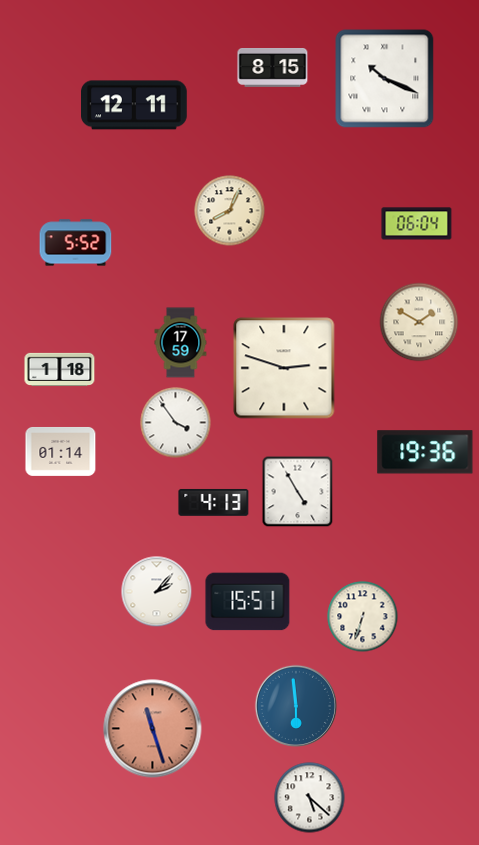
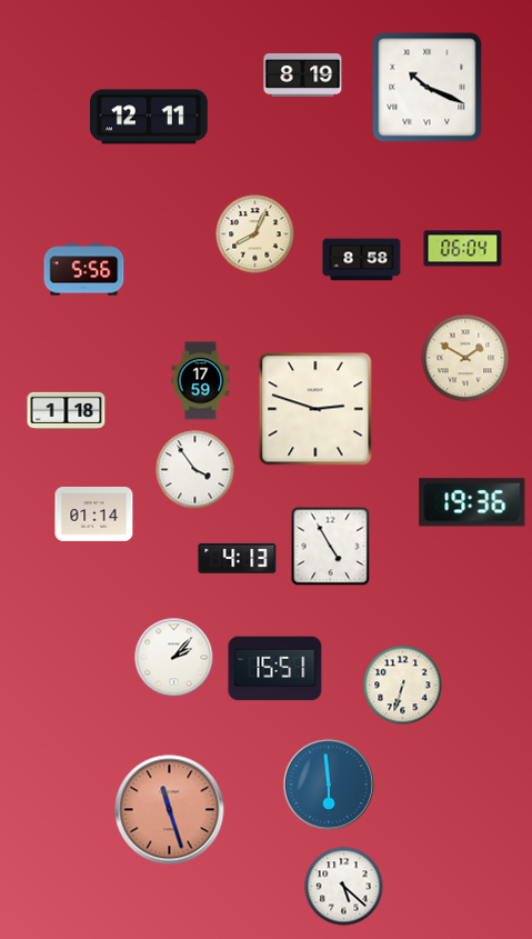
clock at (273, 68): 8:15 -> 8:19
clock at (362, 260): none -> 8:58
clock at (76, 243): 5:52 -> 5:56
clock at (61, 451) position: (61, 451) -> (94, 513)
